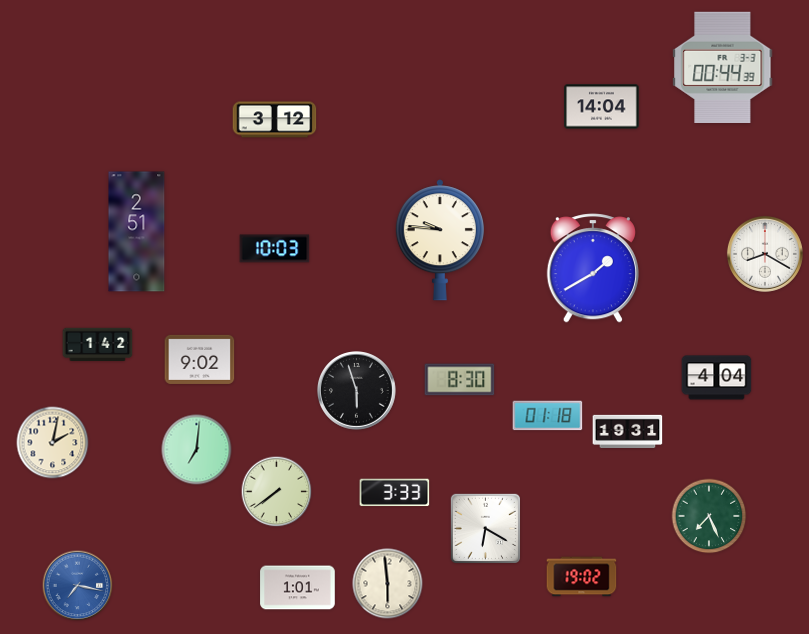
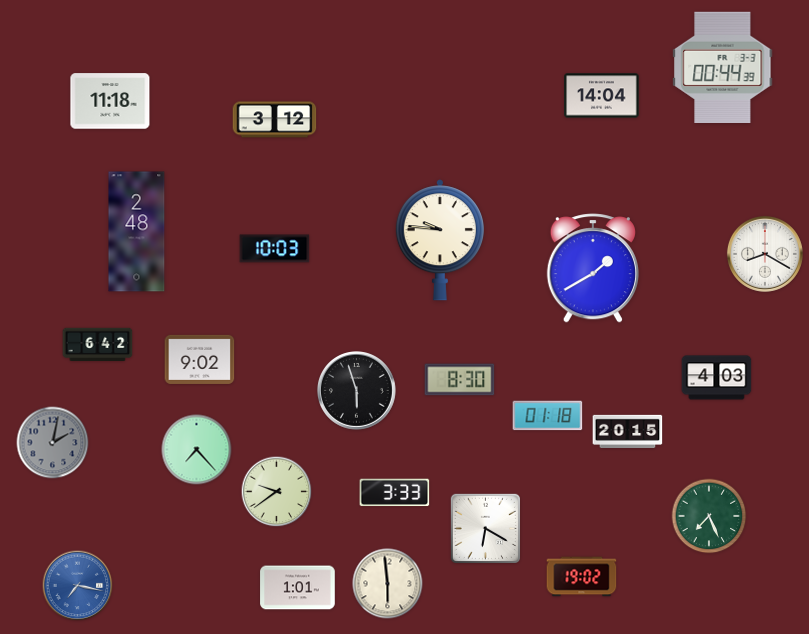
clock at (110, 101): none -> 11:18
clock at (602, 107) position: (602, 107) -> (602, 96)
clock at (137, 232): 2:51 -> 2:48
clock at (98, 345): 1:42 -> 6:42
clock at (717, 378): 4:04 -> 4:03
clock at (628, 431): 19:31 -> 20:15
clock at (53, 443) dial: cream -> grey
clock at (197, 450): 7:01 -> 7:23
clock at (277, 492): 7:39 -> 9:39
